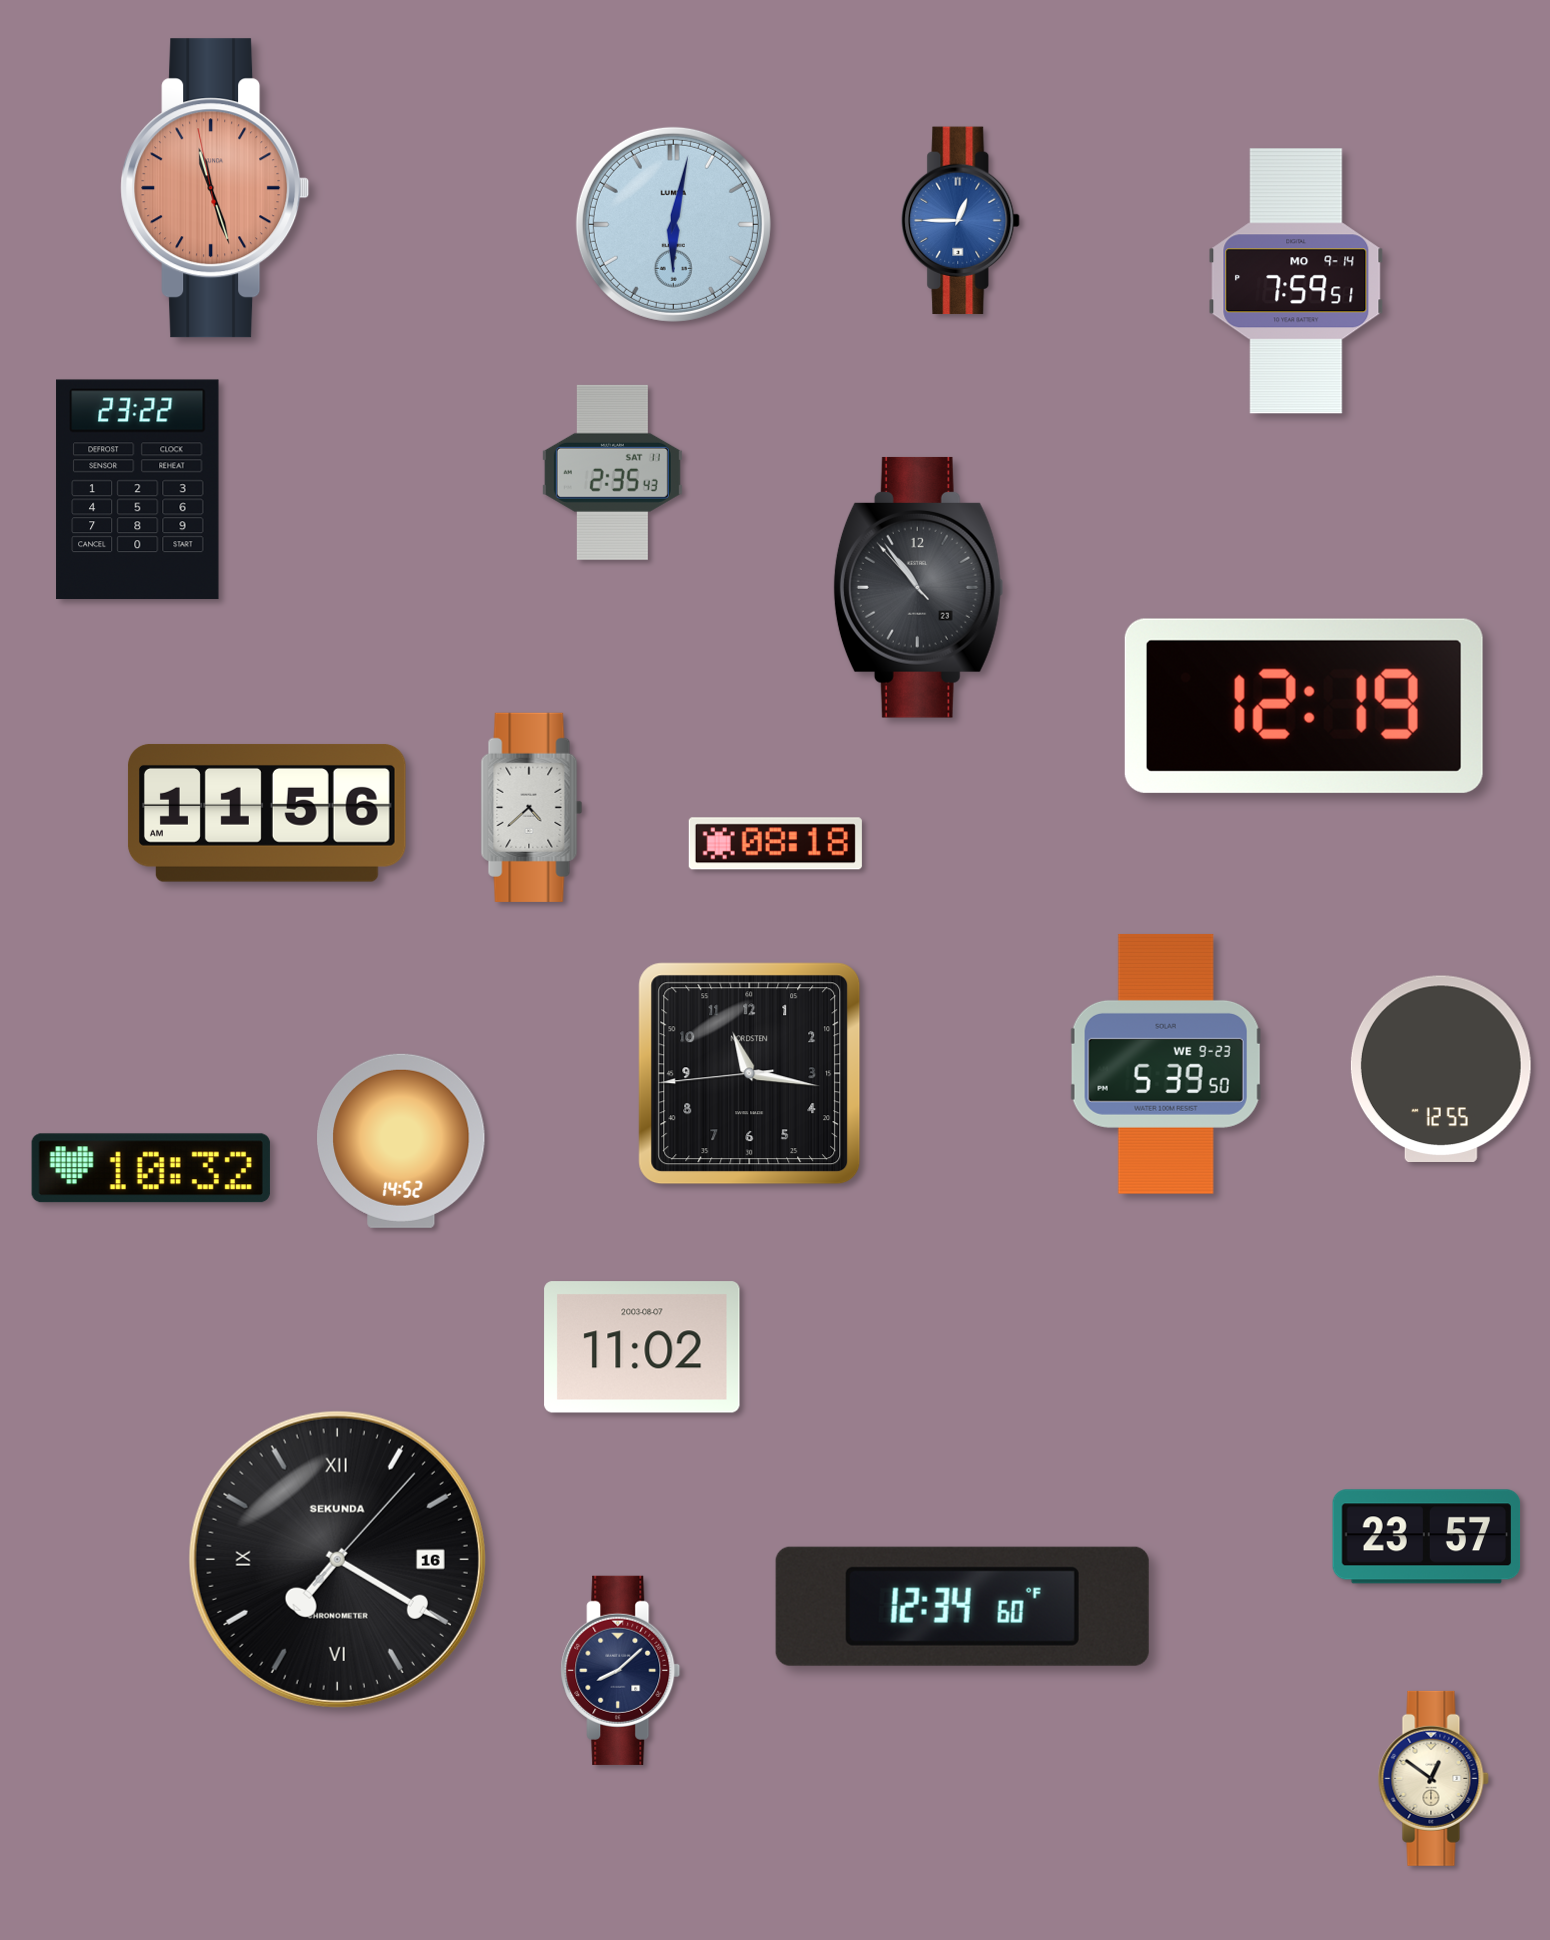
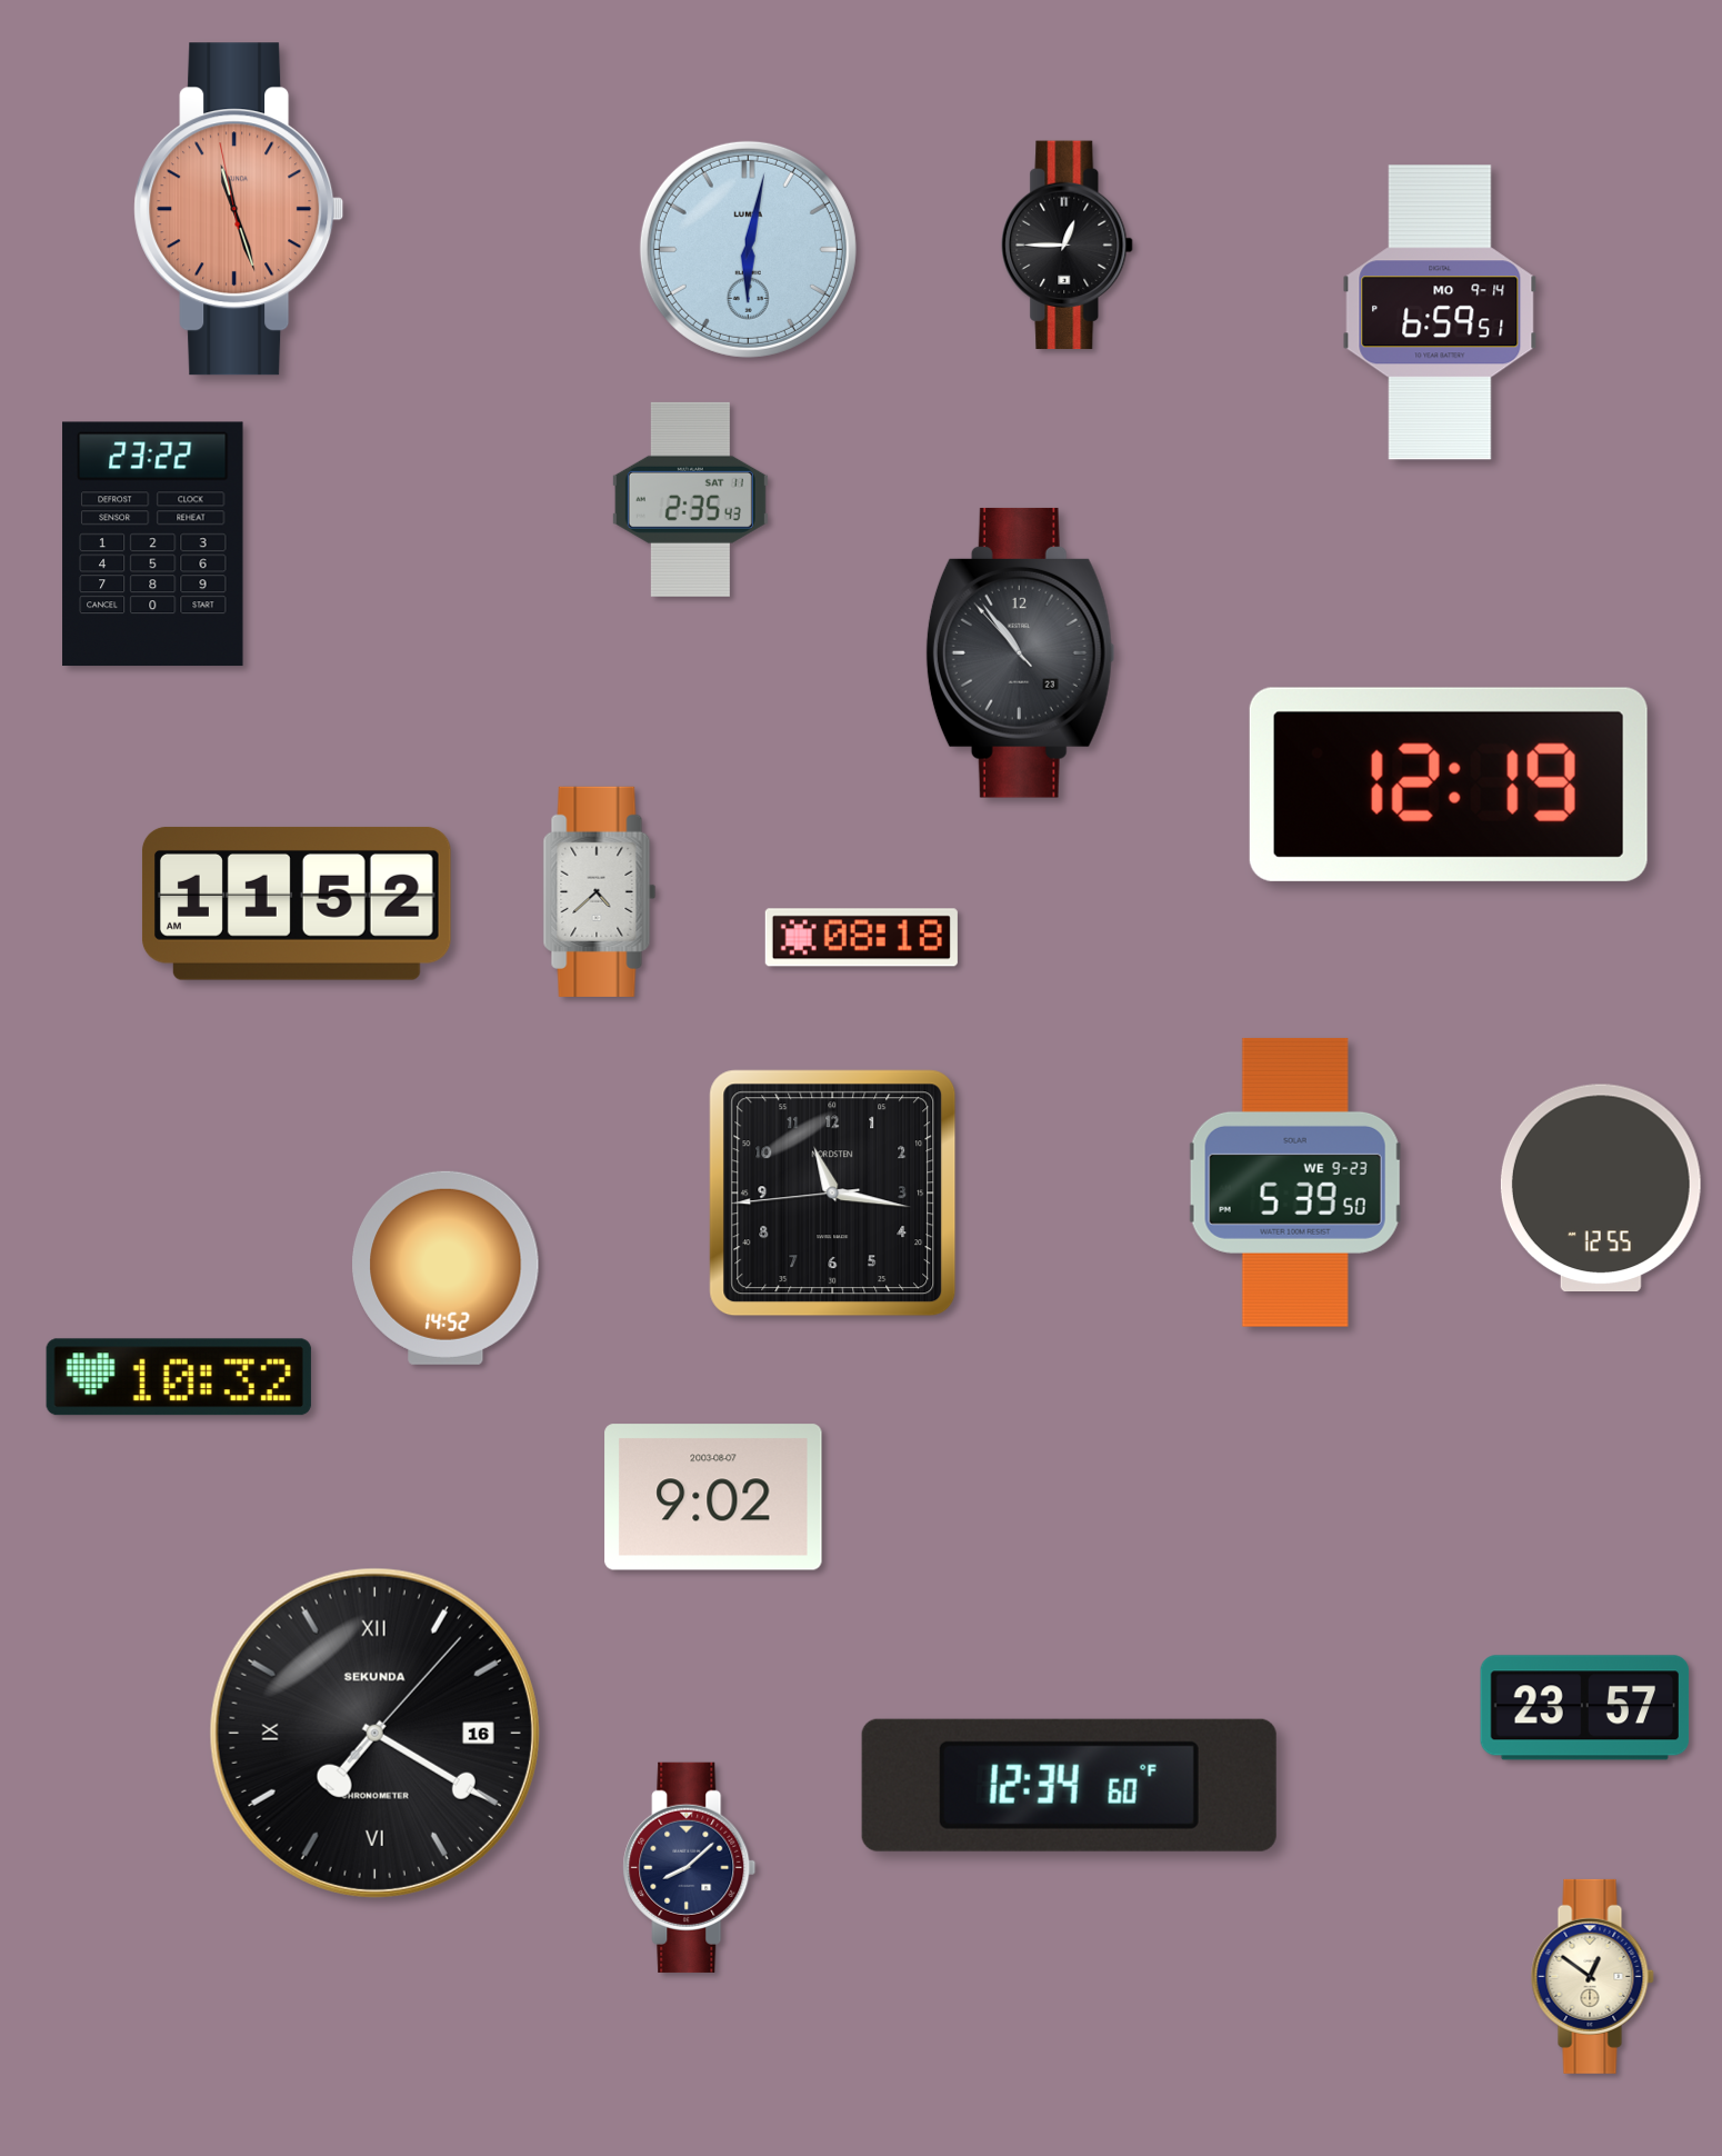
clock at (961, 221) dial: blue -> black
clock at (1296, 281): 7:59 -> 6:59
clock at (612, 472) position: (612, 472) -> (690, 499)
clock at (532, 807) position: (532, 807) -> (600, 891)
clock at (267, 813): 11:56 -> 11:52
clock at (151, 1168) position: (151, 1168) -> (179, 1377)
clock at (642, 1347): 11:02 -> 9:02
clock at (621, 1670) position: (621, 1670) -> (690, 1867)
